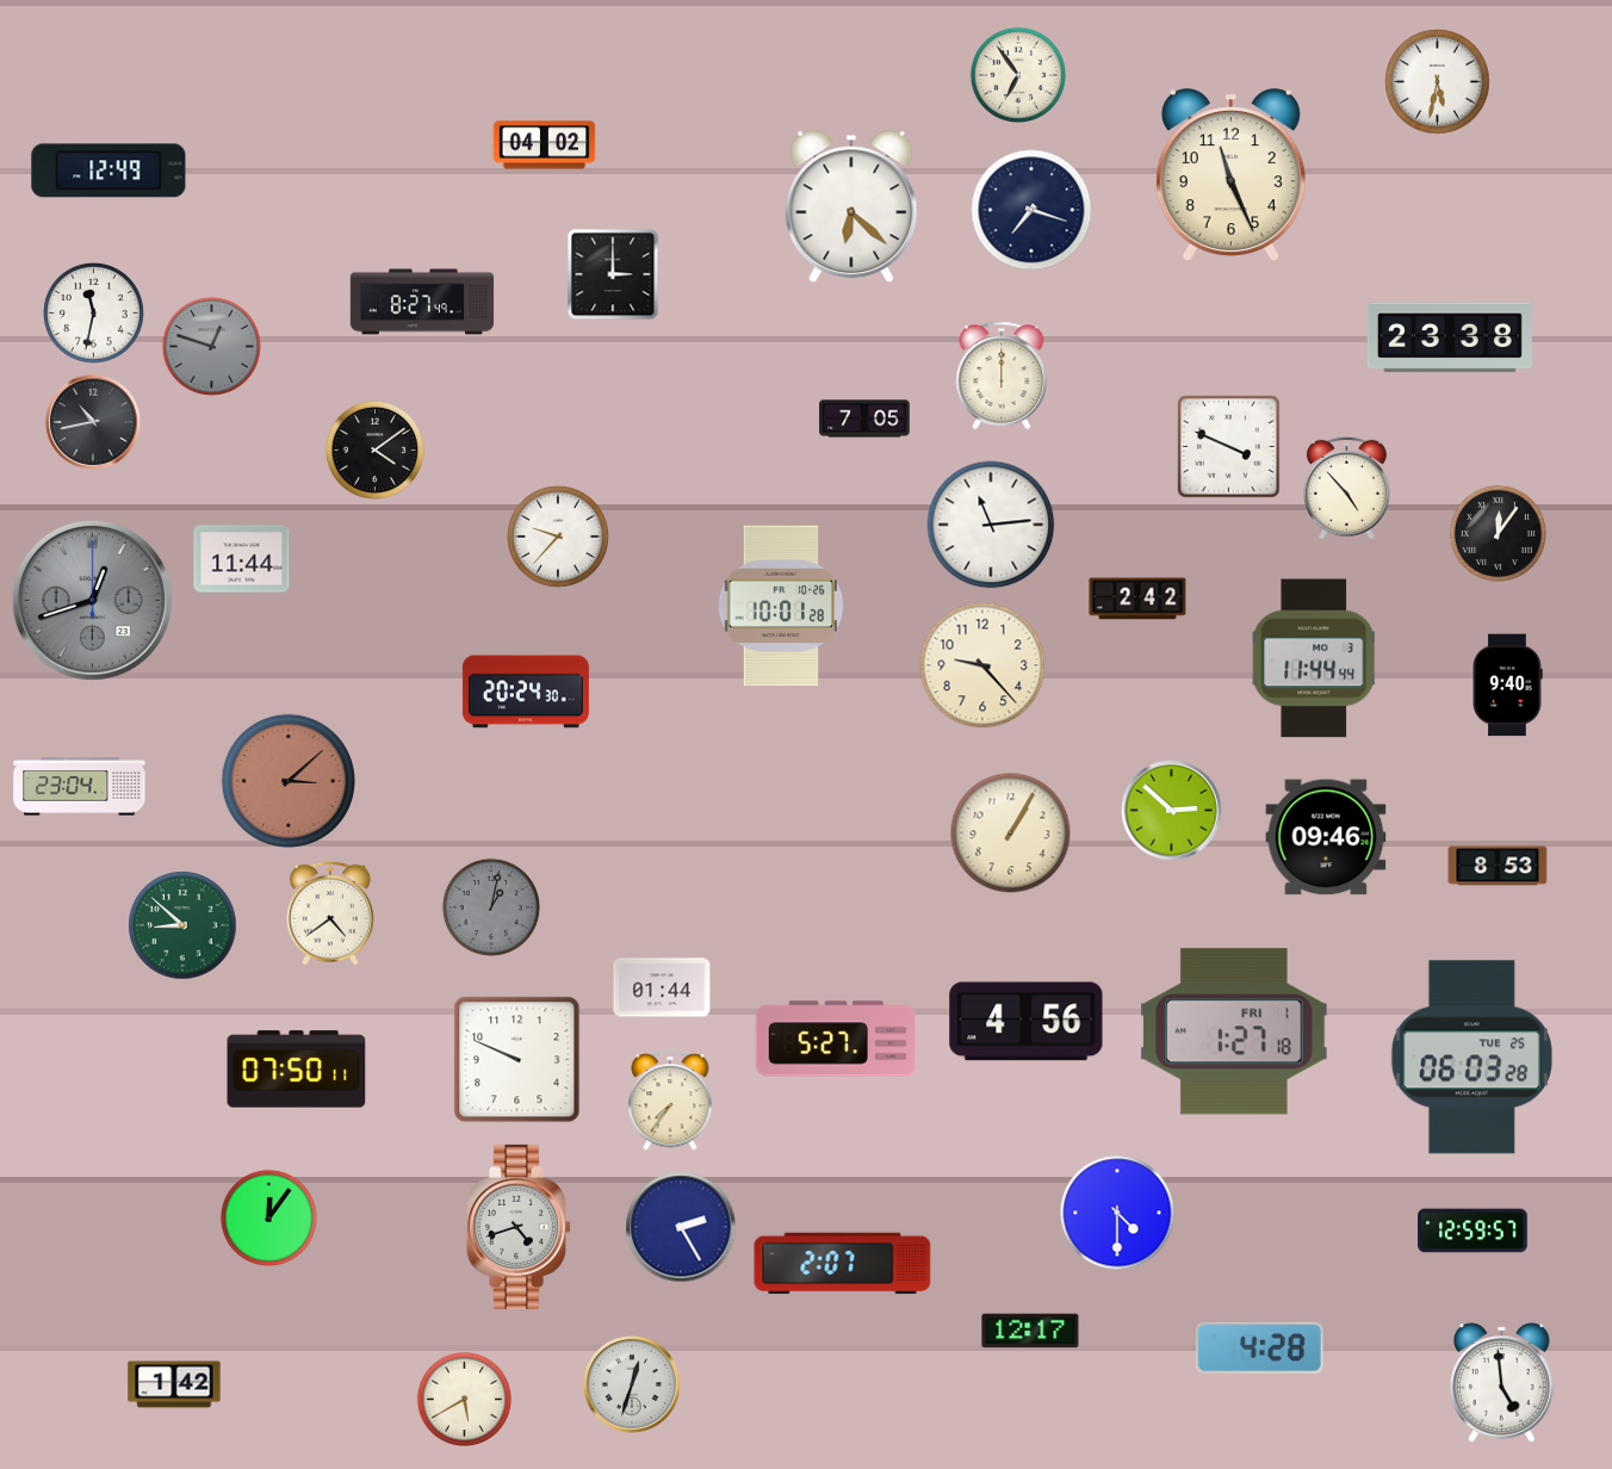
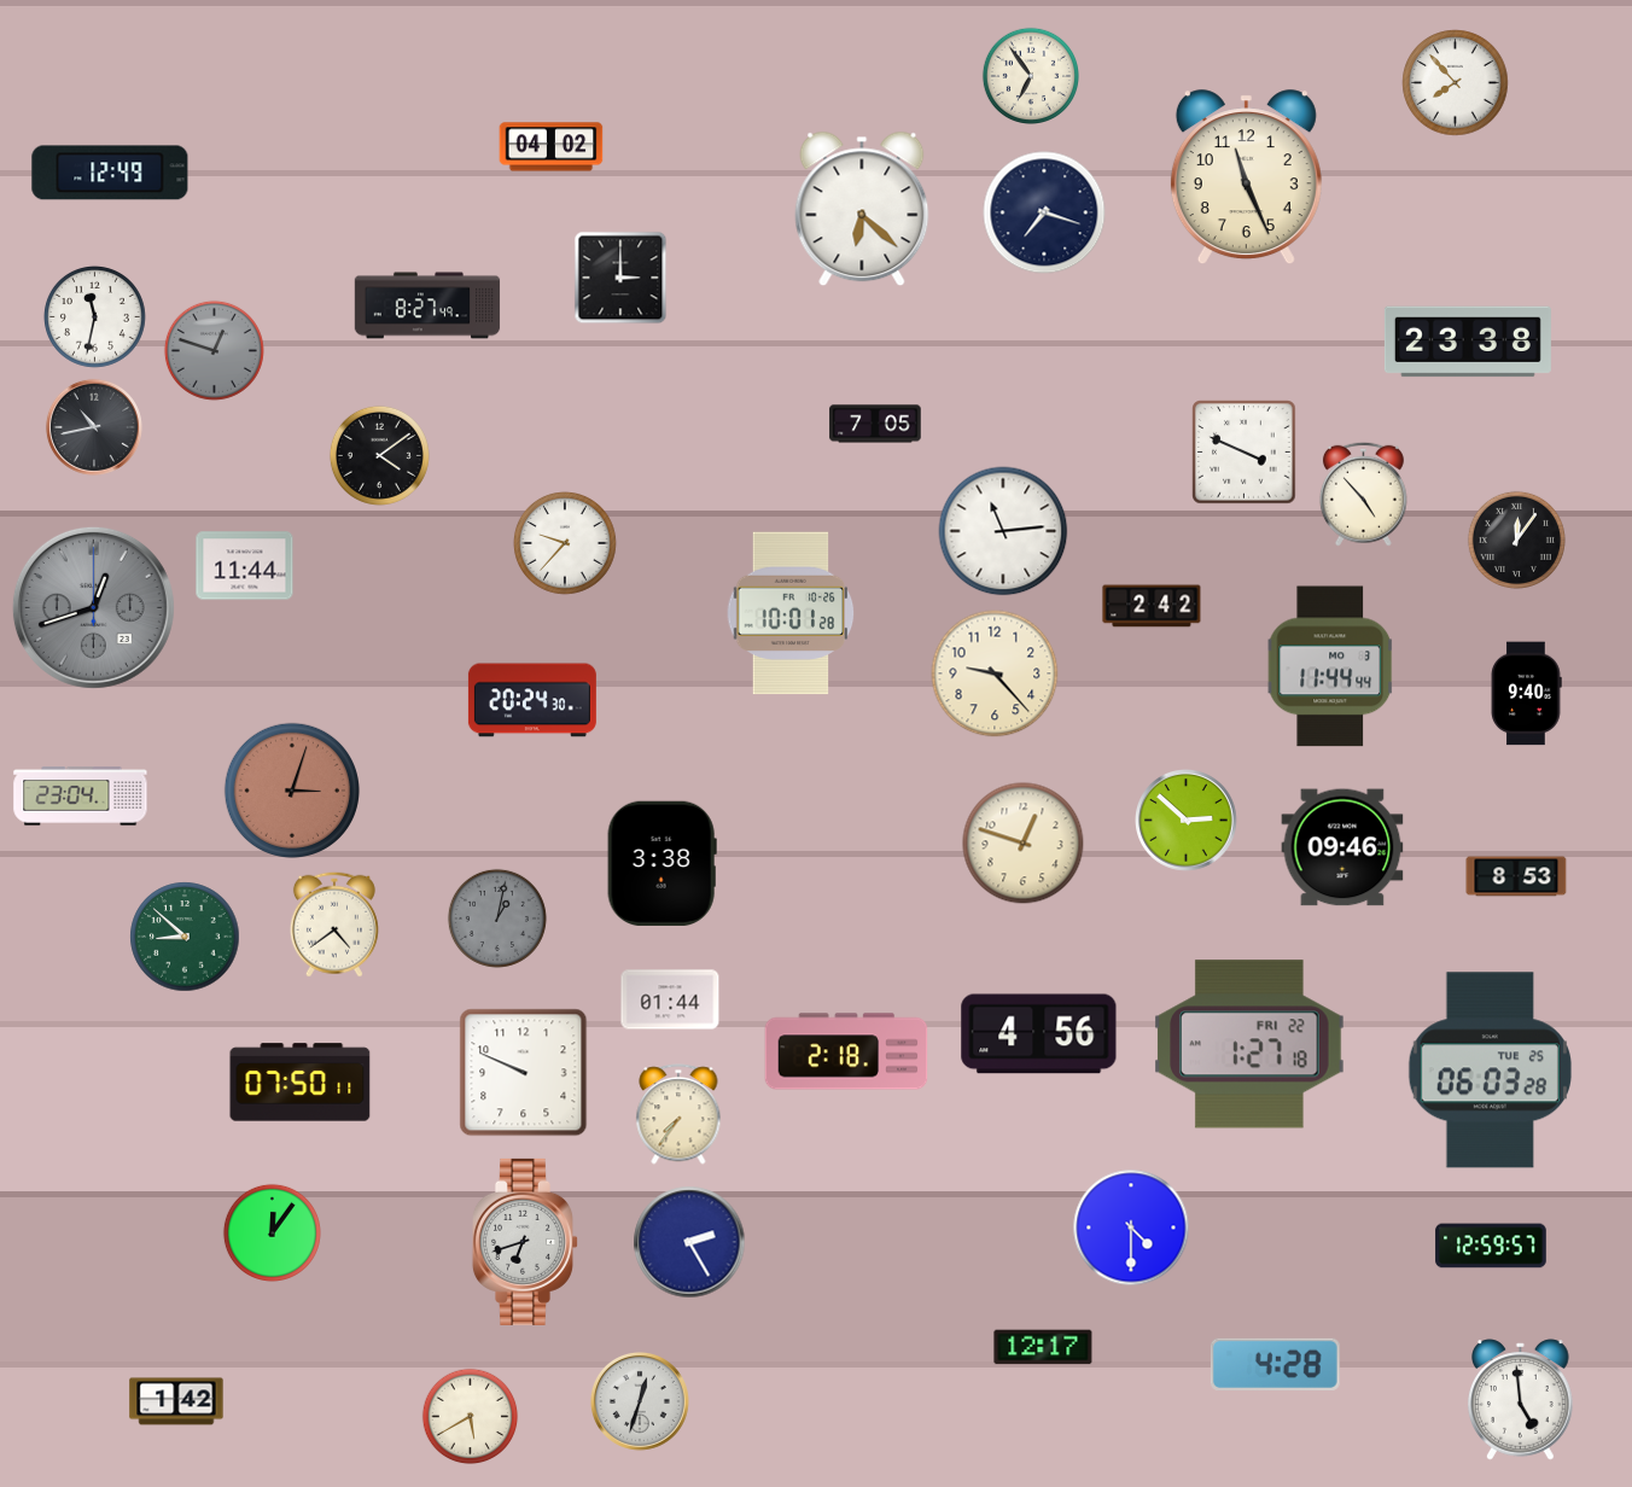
clock at (1438, 82): 5:32 -> 7:53
clock at (1002, 376): 12:00 -> none
clock at (287, 780): 3:08 -> 3:03
clock at (1011, 833): 1:05 -> 12:48
clock at (661, 863): none -> 3:38
clock at (1234, 1031) date: FRI 1 -> FRI 22
clock at (836, 1039): 5:27 -> 2:18
clock at (519, 1227): 4:42 -> 6:42
clock at (843, 1264): 2:07 -> none
